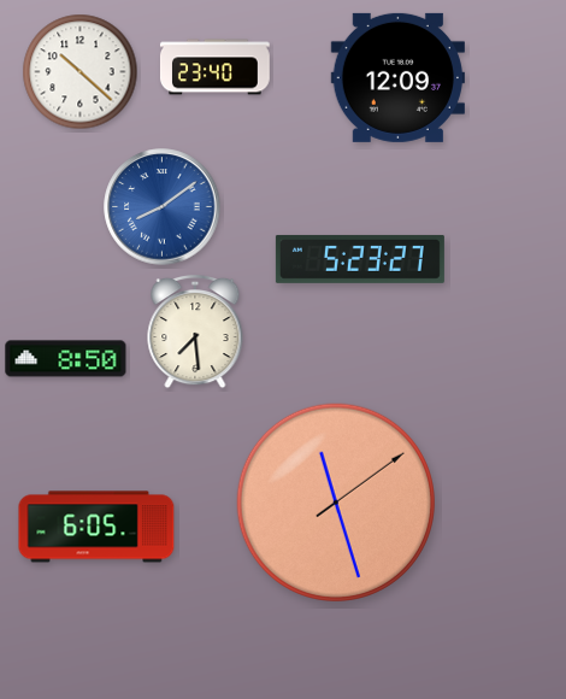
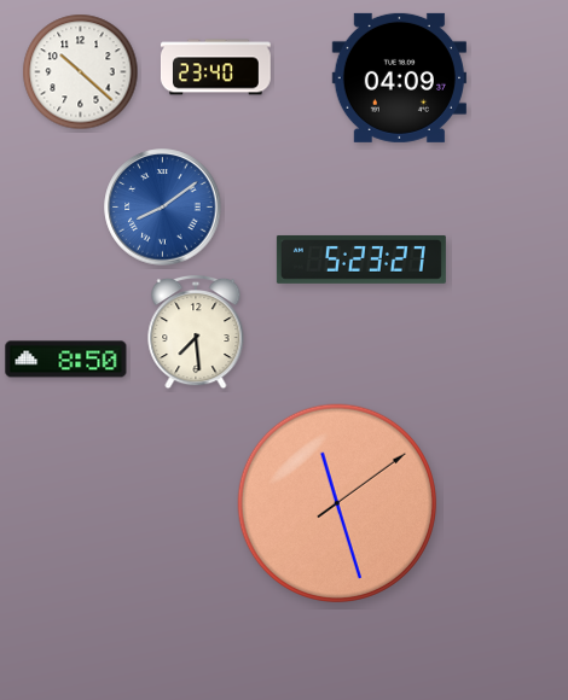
clock at (397, 77): 12:09 -> 04:09
clock at (96, 527): 6:05 -> none
